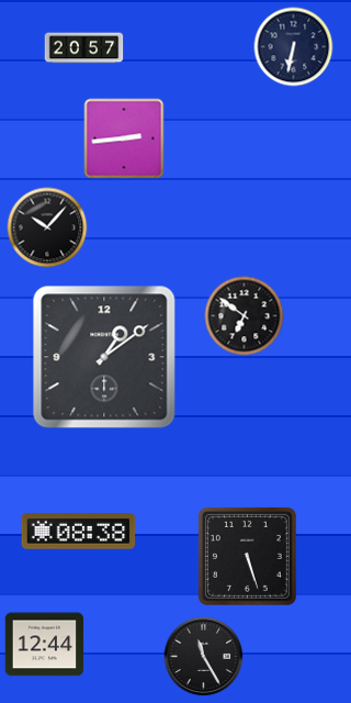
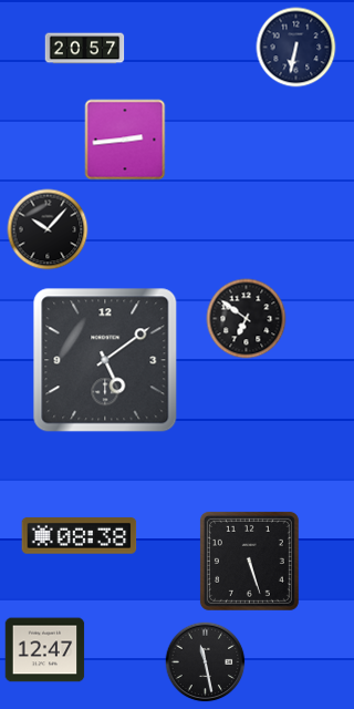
clock at (104, 357): 1:09 -> 5:09
clock at (45, 645): 12:44 -> 12:47
clock at (204, 657): 11:25 -> 11:28
